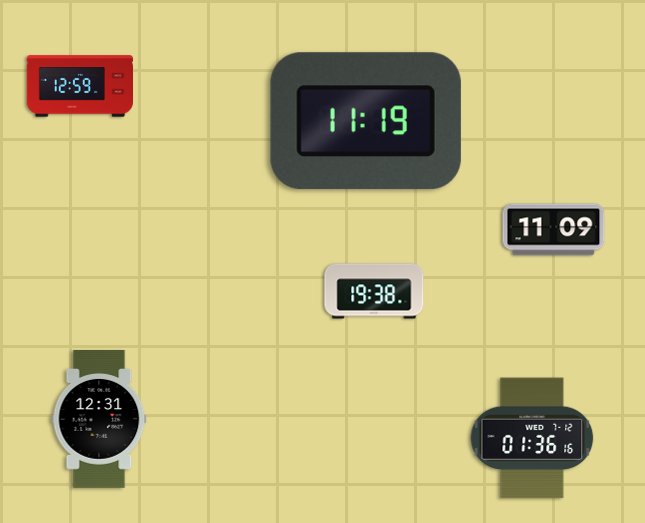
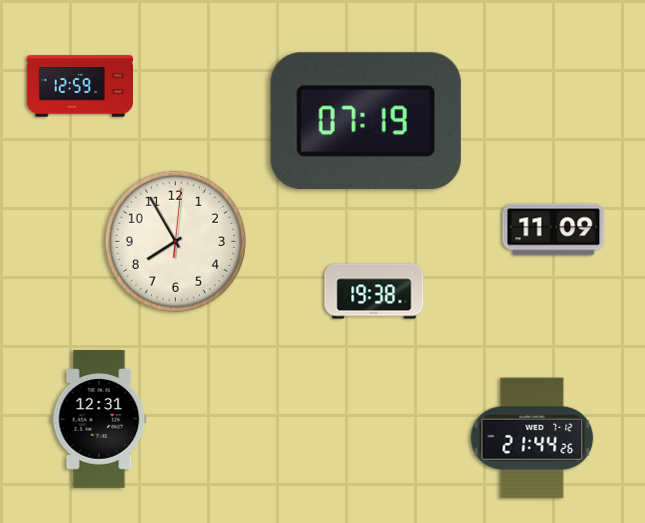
clock at (366, 121): 11:19 -> 07:19
clock at (175, 241): none -> 7:55
clock at (532, 438): 01:36 -> 21:44
